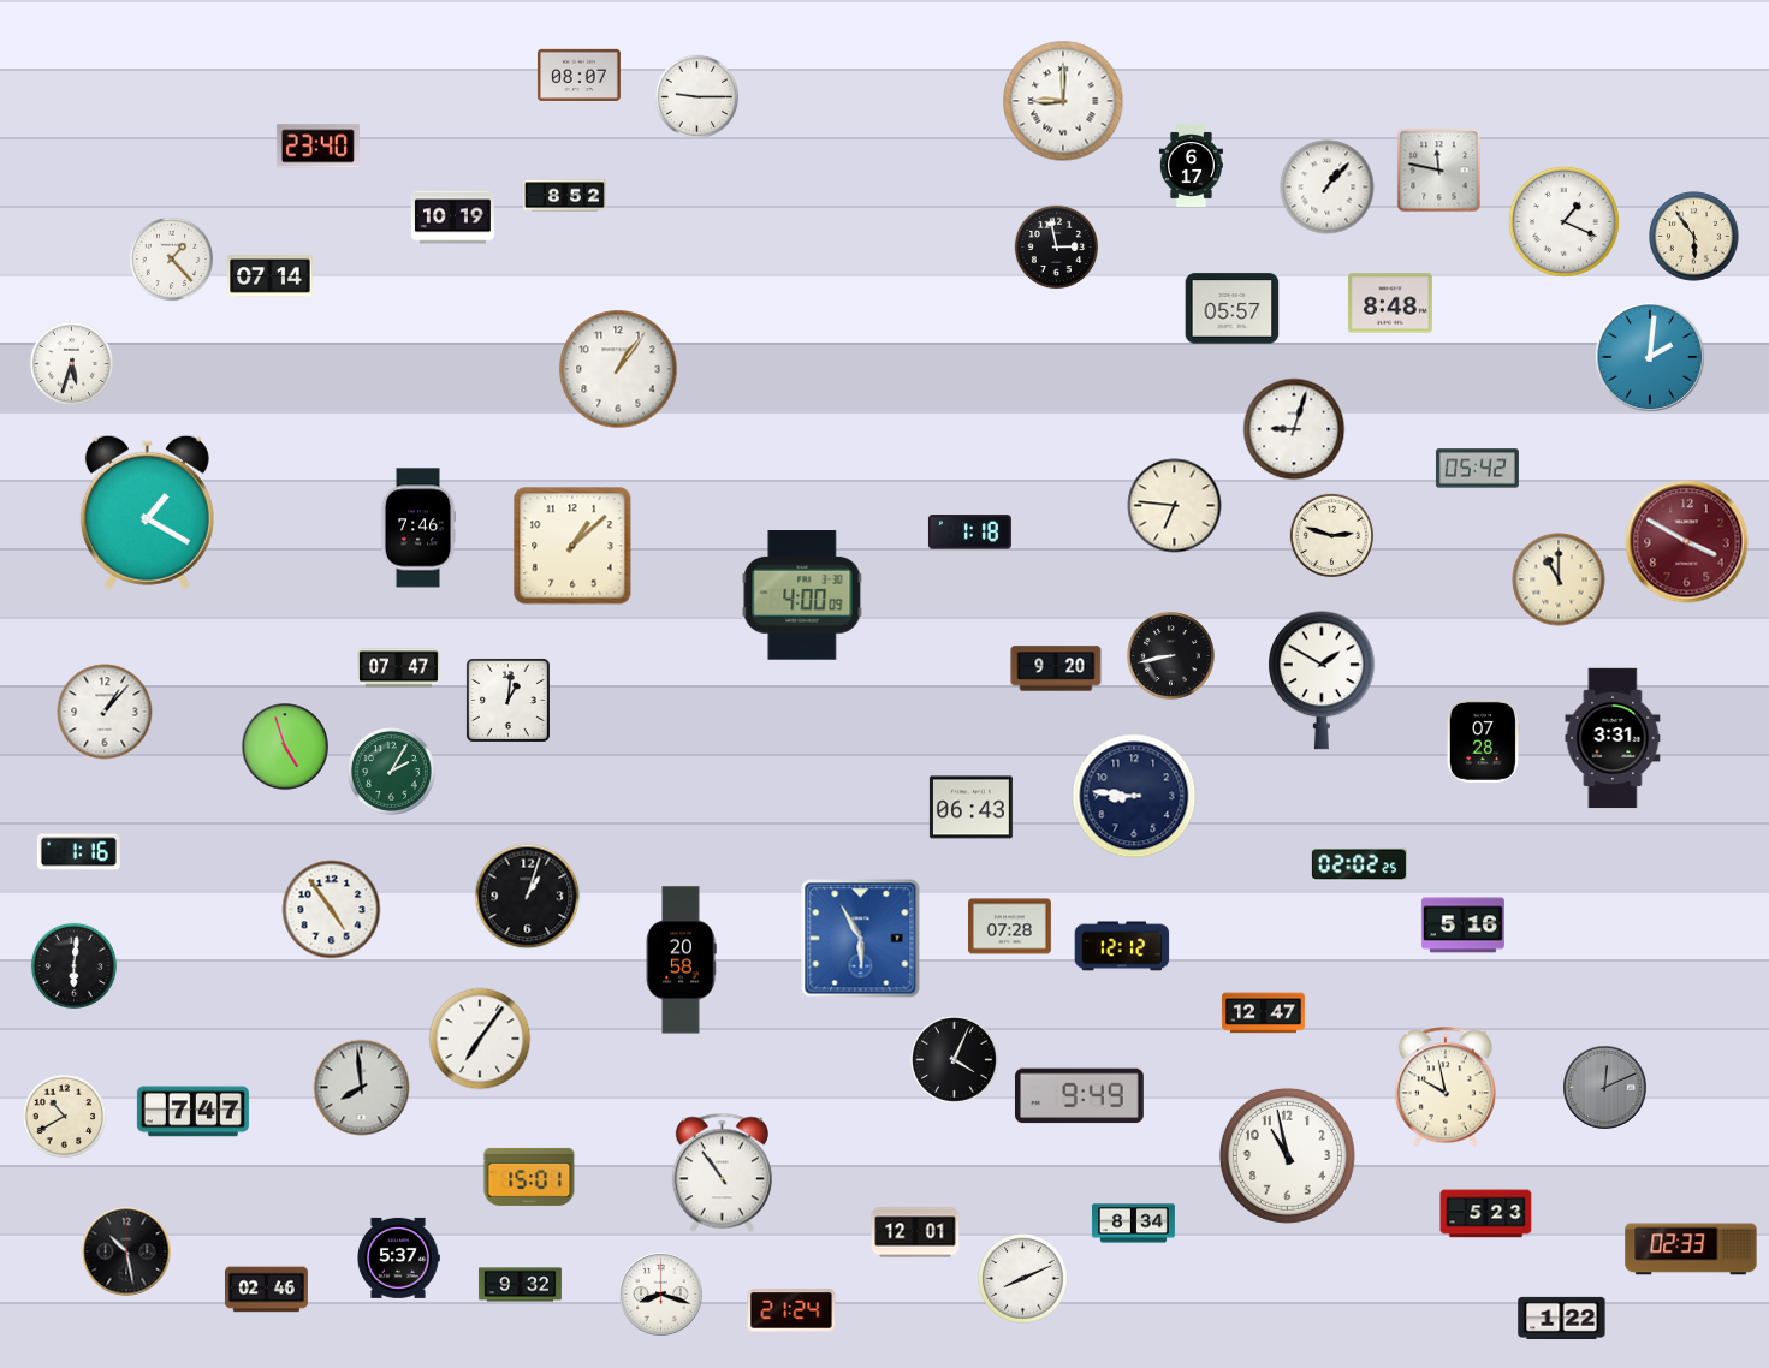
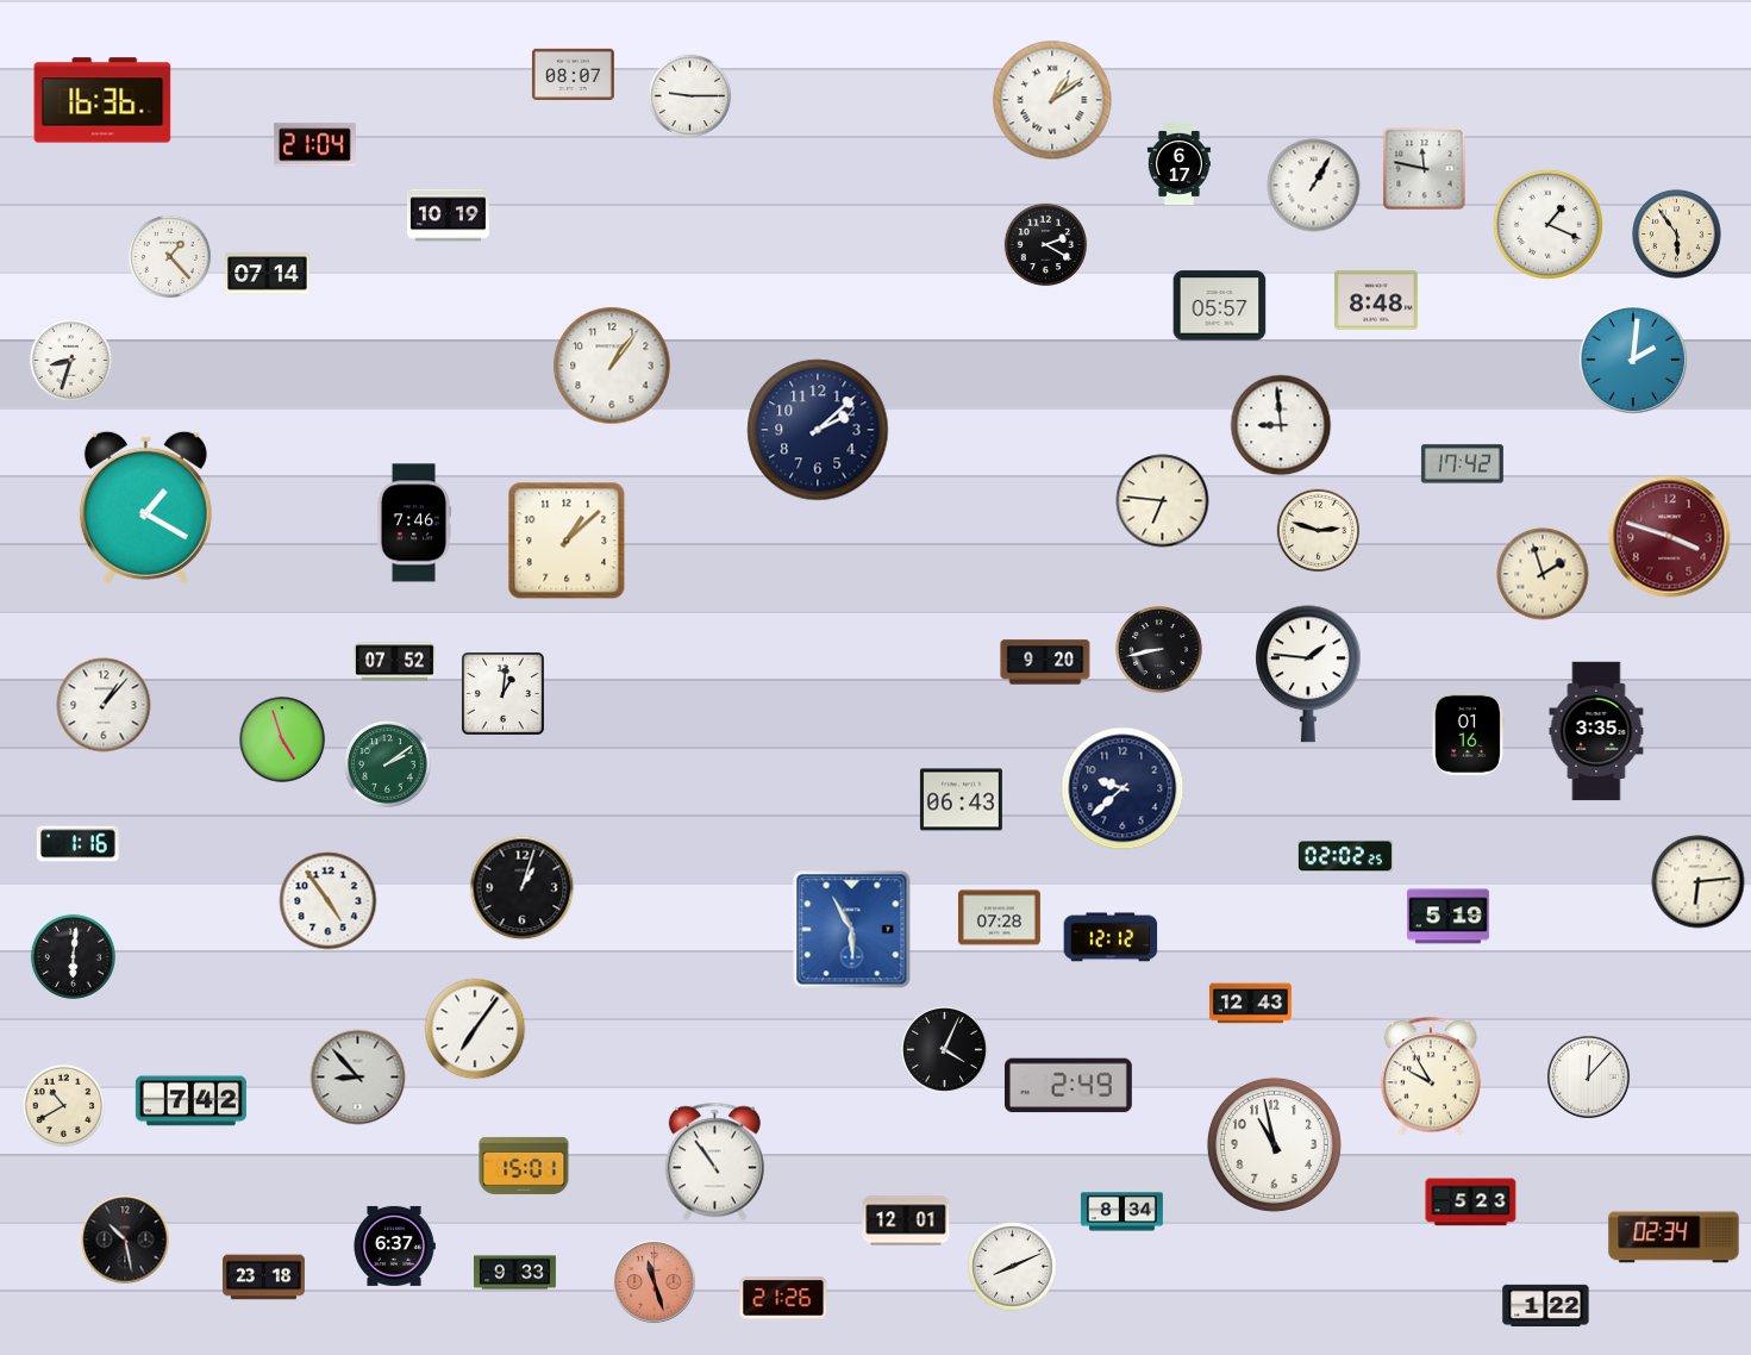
clock at (102, 100): none -> 16:36
clock at (1063, 101): 9:00 -> 1:09
clock at (317, 147): 23:40 -> 21:04
clock at (1328, 188): 1:07 -> 1:05
clock at (565, 196): 8:52 -> none
clock at (1563, 221) position: (1563, 221) -> (1547, 224)
clock at (1057, 248): 2:58 -> 2:20
clock at (1650, 357) position: (1650, 357) -> (1633, 360)
clock at (72, 364): 5:33 -> 8:33
clock at (1294, 429): 9:03 -> 8:59
clock at (818, 430): none -> 2:08
clock at (1477, 469): 05:42 -> 17:42
clock at (969, 533): 1:18 -> none
clock at (1687, 542): 3:50 -> 3:48
clock at (1559, 579): 11:00 -> 1:57
clock at (802, 596): 4:00 -> none
clock at (398, 668): 07:47 -> 07:52
clock at (1323, 680): 1:50 -> 1:46
clock at (1613, 738): 3:31 -> 3:35
clock at (1483, 740): 07:28 -> 01:16
clock at (392, 772): 2:05 -> 2:09
clock at (1134, 796): 8:46 -> 9:38
clock at (1699, 882): none -> 6:14
clock at (1462, 926): 5:16 -> 5:19
clock at (681, 960): 20:58 -> none
clock at (1263, 1013): 12:47 -> 12:43
clock at (1446, 1087): 9:58 -> 9:55
clock at (362, 1088): 7:59 -> 8:53
clock at (1605, 1088): 12:11 -> 12:07
clock at (1605, 1088) dial: grey -> white
clock at (1079, 1096): 9:49 -> 2:49
clock at (192, 1112): 7:47 -> 7:42
clock at (1691, 1249): 02:33 -> 02:34
clock at (398, 1257): 5:37 -> 6:37
clock at (520, 1285): 9:32 -> 9:33
clock at (266, 1290): 02:46 -> 23:18
clock at (661, 1295): 8:18 -> 11:27
clock at (661, 1295) dial: white -> salmon
clock at (791, 1310): 21:24 -> 21:26
